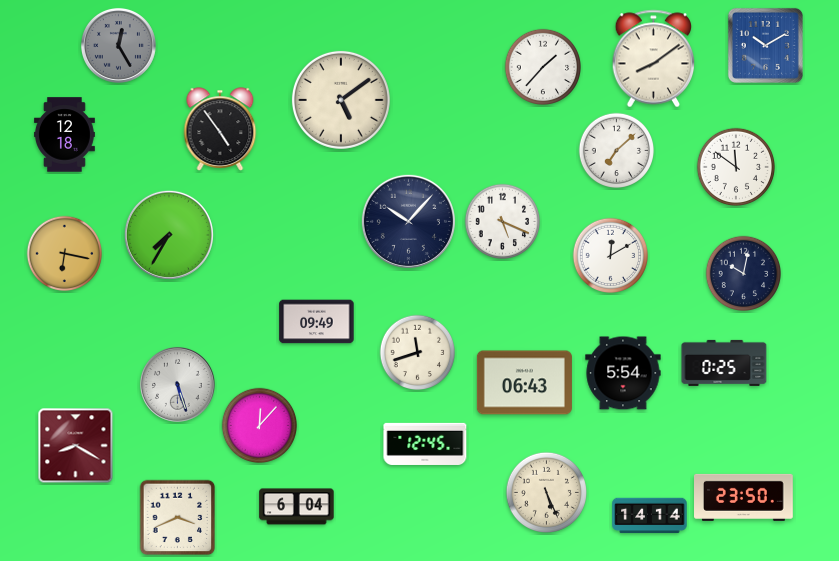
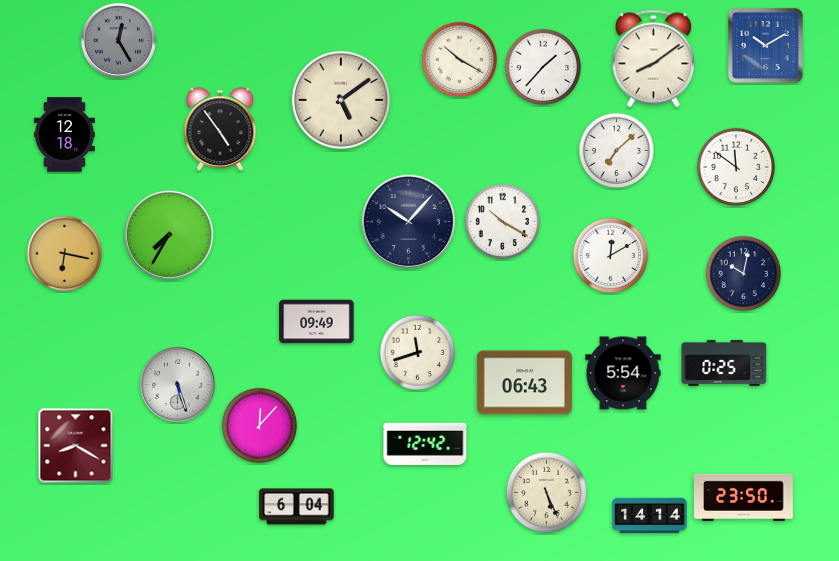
clock at (118, 45) position: (118, 45) -> (118, 40)
clock at (460, 60): none -> 10:20
clock at (503, 222): 5:19 -> 10:20
clock at (425, 444): 12:45 -> 12:42
clock at (178, 518): 3:41 -> none
